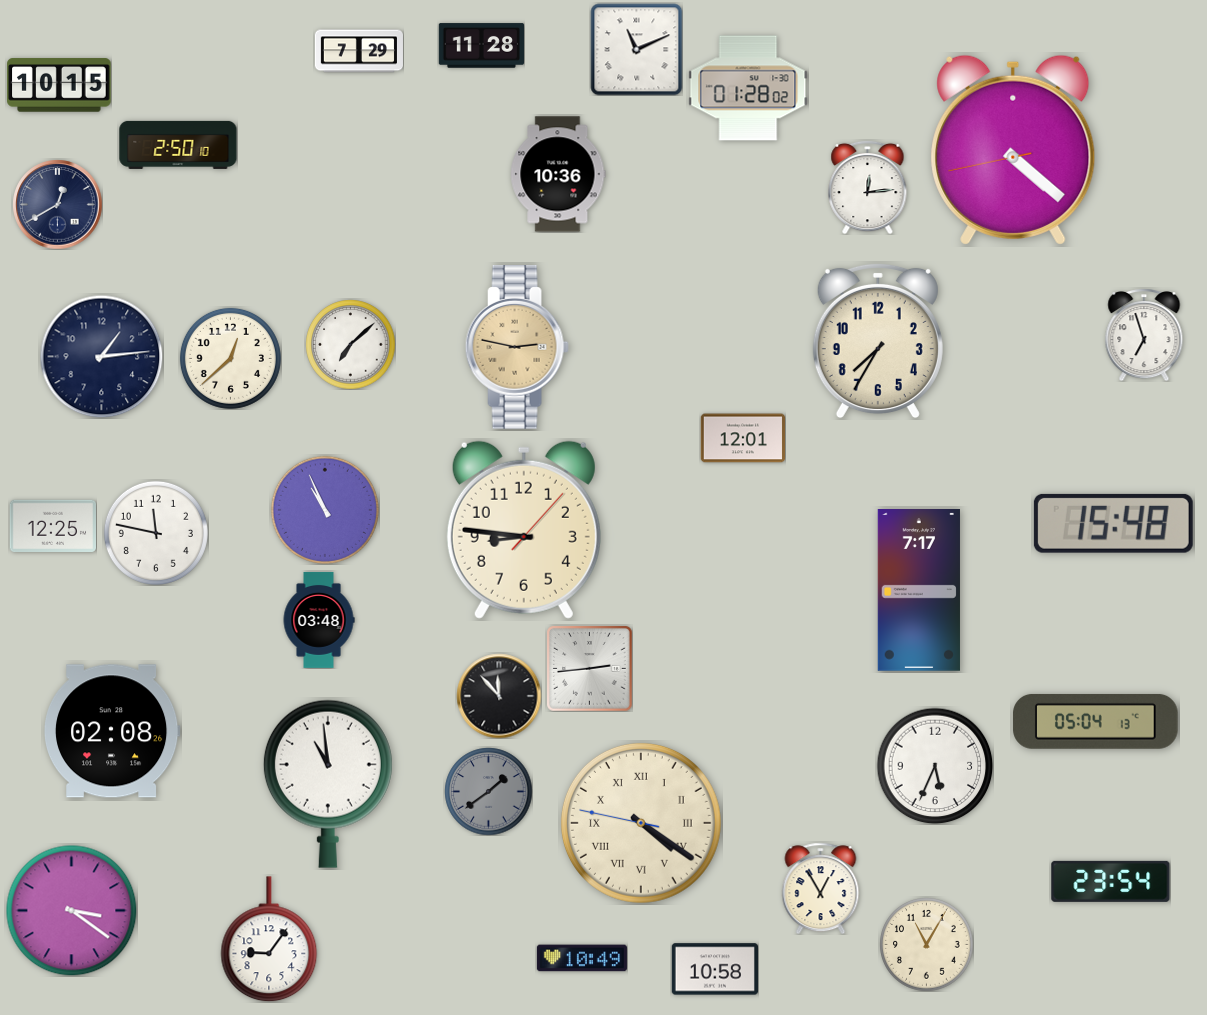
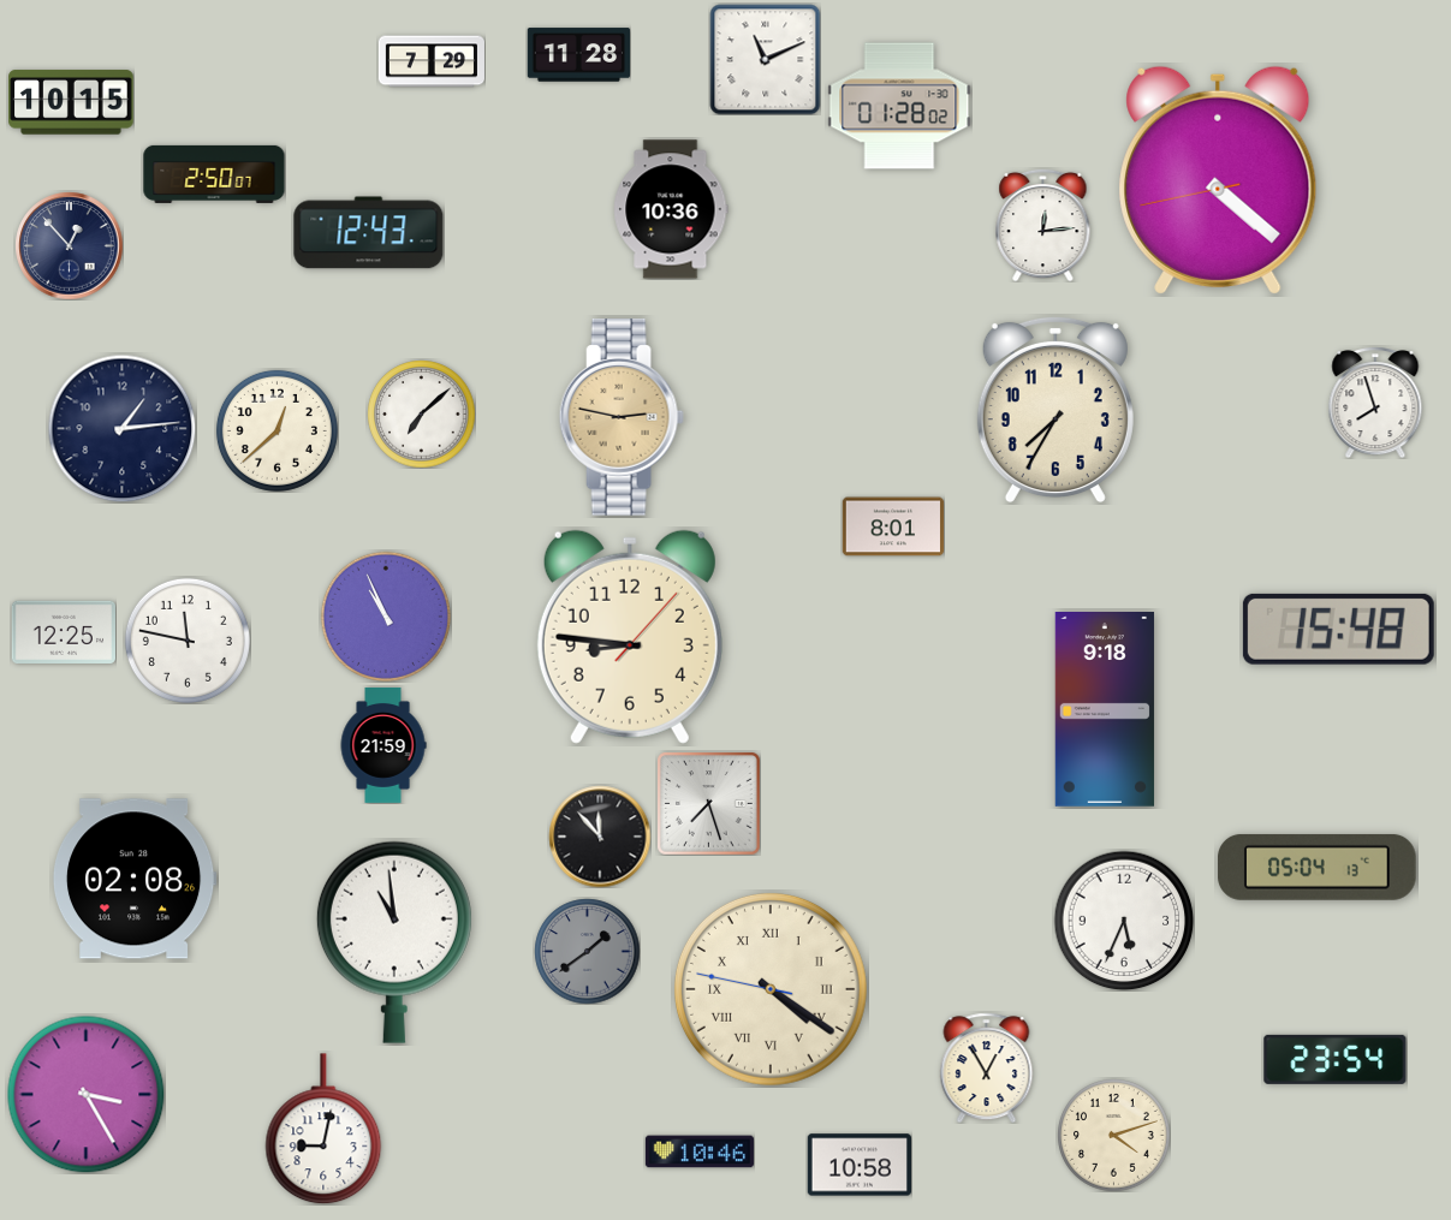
clock at (178, 145): 2:50:10 -> 2:50:07
clock at (369, 233): none -> 12:43
clock at (57, 204): 12:40 -> 12:53
clock at (1144, 335): 6:57 -> 7:57
clock at (743, 438): 12:01 -> 8:01
clock at (325, 510) position: (325, 510) -> (386, 617)
clock at (919, 591): 7:17 -> 9:18
clock at (319, 620): 03:48 -> 21:59
clock at (590, 669): 2:44 -> 7:27
clock at (72, 911): 3:21 -> 3:25
clock at (269, 939): 9:06 -> 9:02
clock at (926, 944): 11:05 -> 4:12
clock at (582, 958): 10:49 -> 10:46
